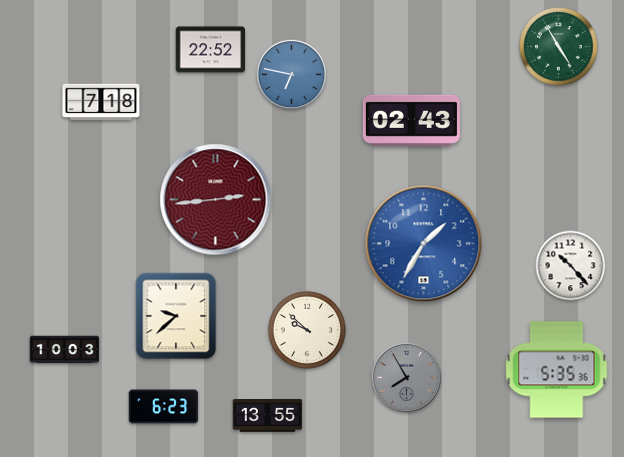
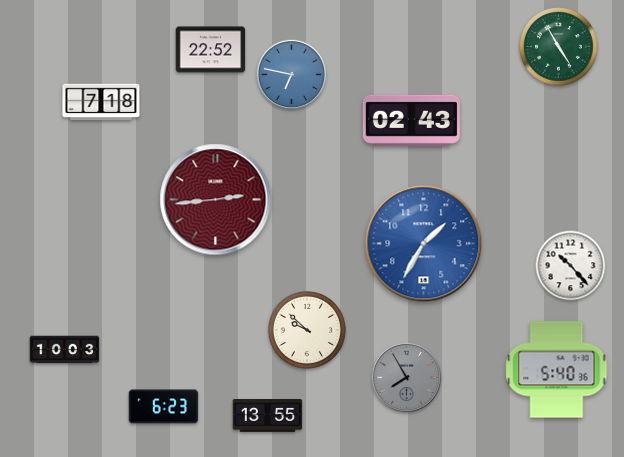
clock at (176, 316): 9:38 -> none
clock at (557, 370): 5:35 -> 5:40
